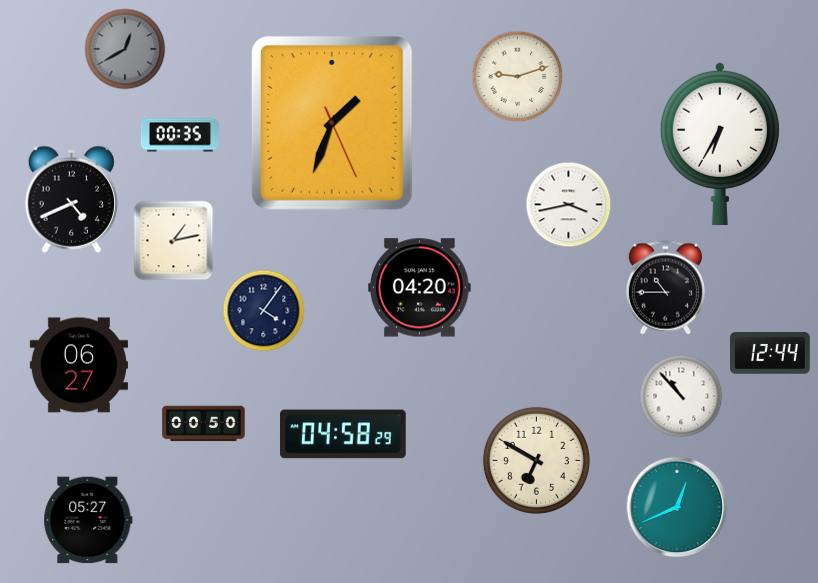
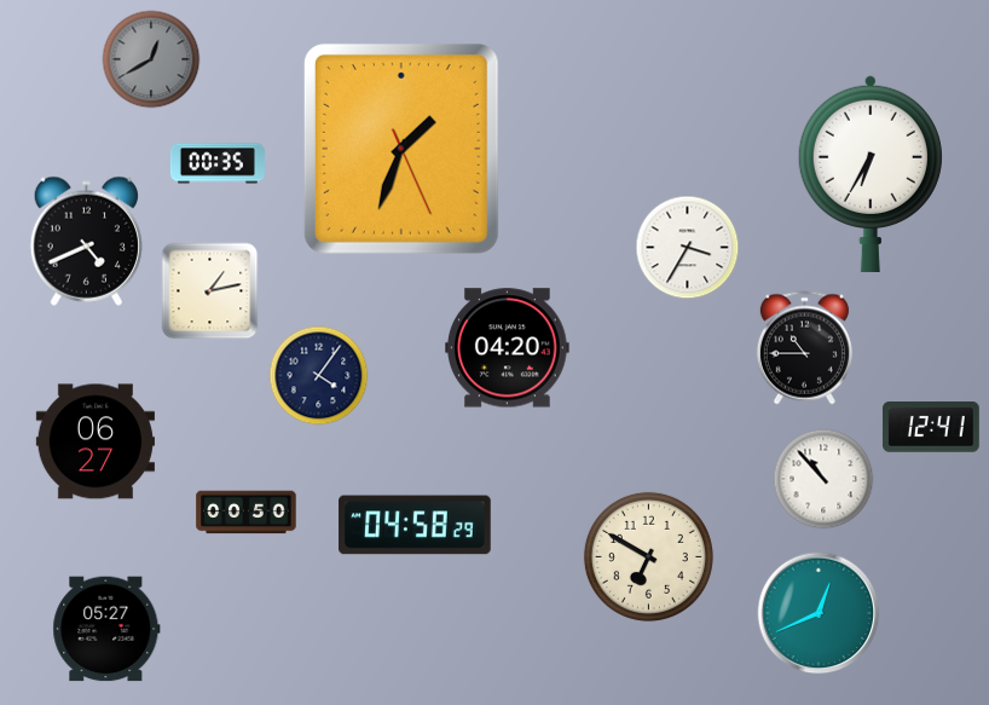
clock at (518, 77): 9:12 -> none
clock at (569, 205): 3:43 -> 3:35
clock at (771, 353): 12:44 -> 12:41
